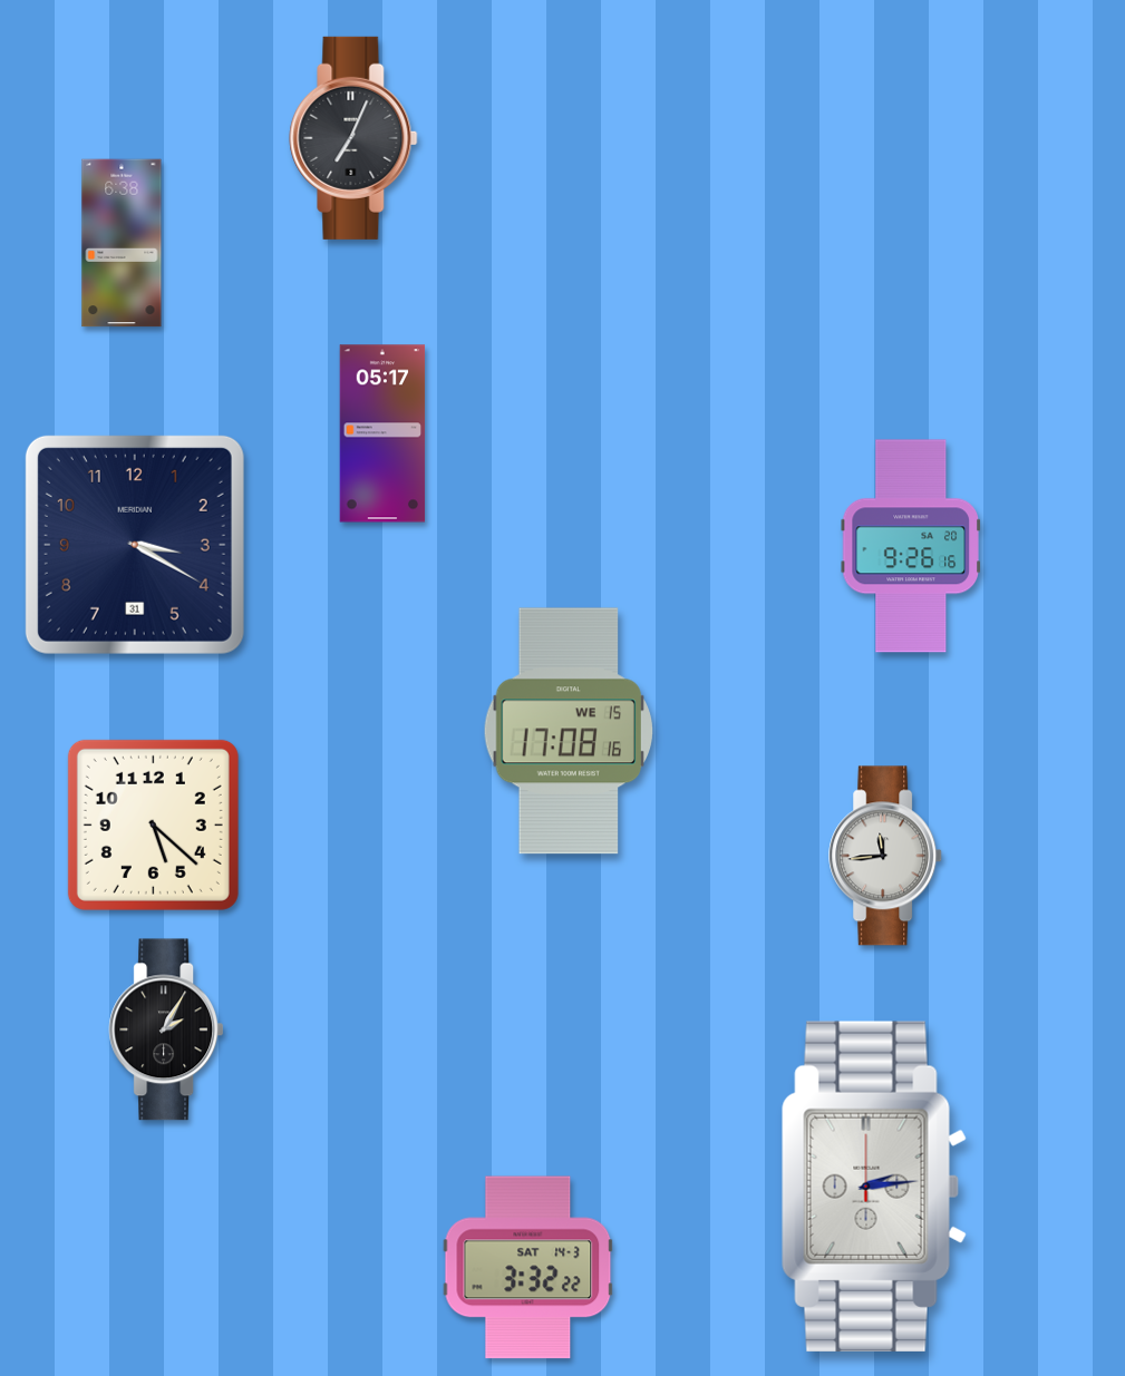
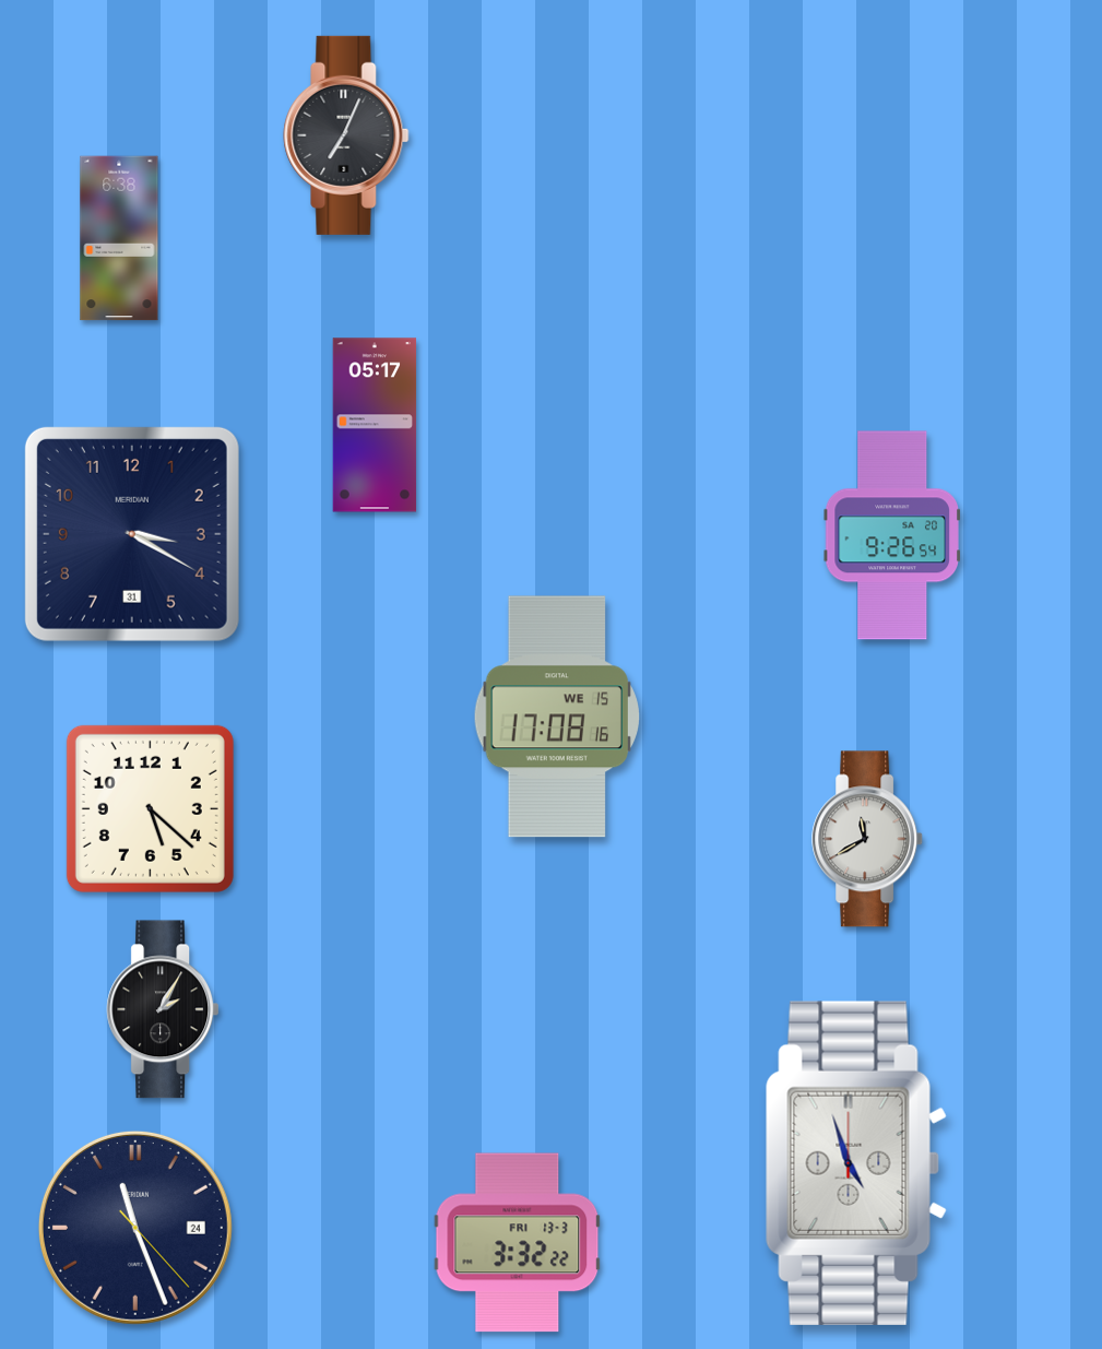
clock at (911, 546): 9:26:16 -> 9:26:54
clock at (886, 856): 11:44 -> 11:40
clock at (874, 1187): 2:14 -> 4:57
clock at (135, 1228): none -> 11:26
clock at (528, 1268) date: SAT 14-3 -> FRI 13-3
